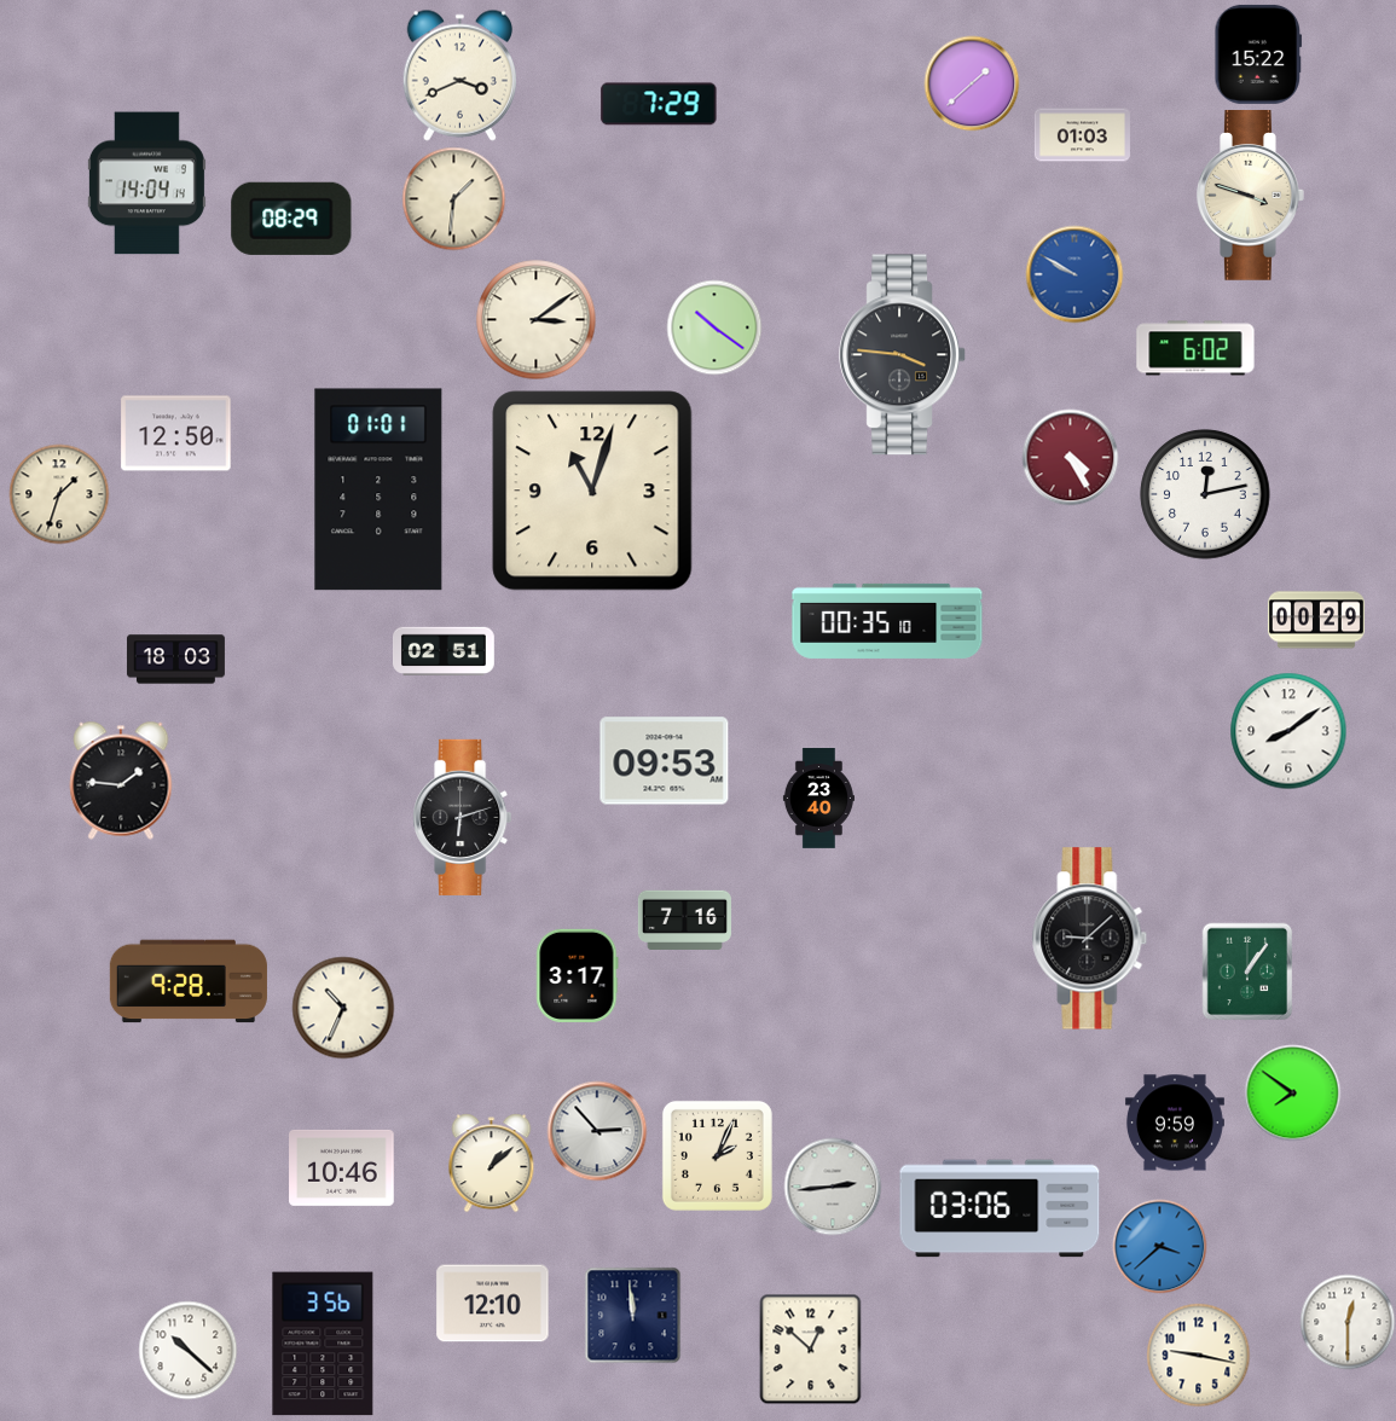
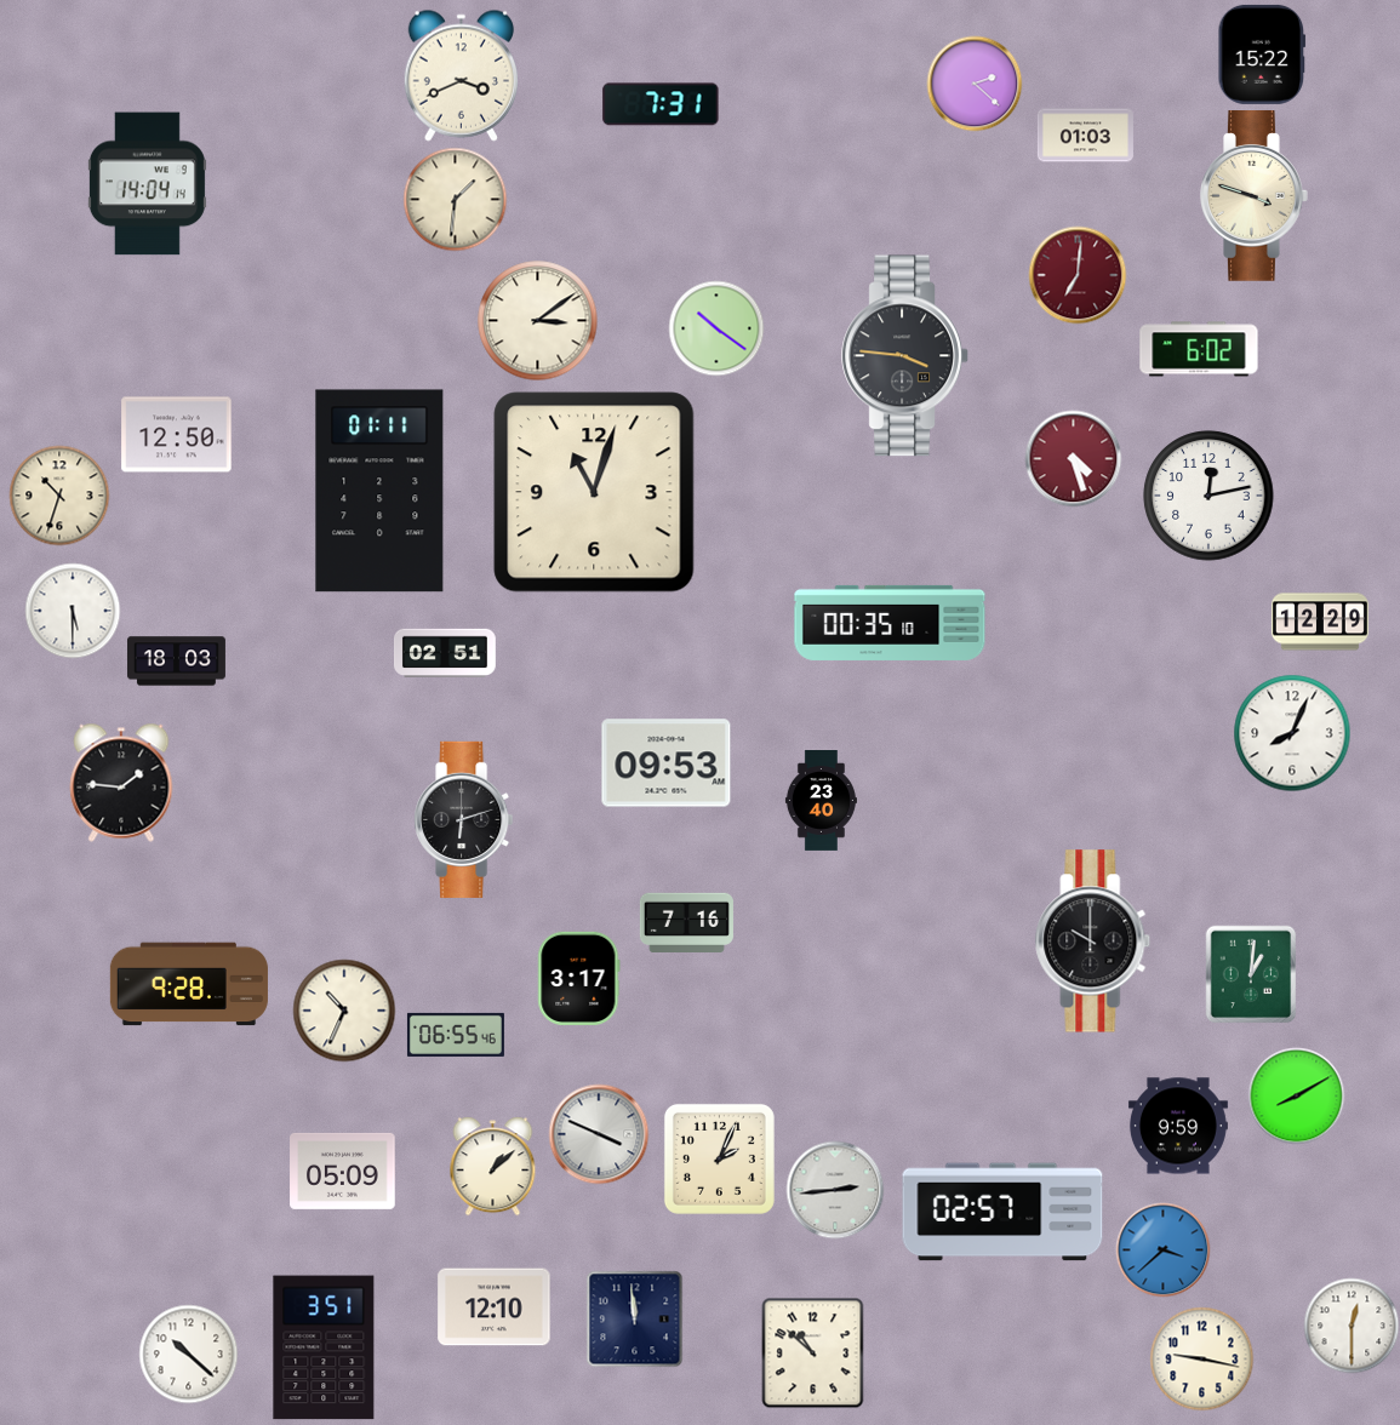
clock at (972, 83): 1:38 -> 2:22
clock at (659, 104): 7:29 -> 7:31
clock at (291, 219): 08:29 -> none
clock at (1074, 274): 9:50 -> 7:01
clock at (1074, 274) dial: blue -> burgundy
clock at (1070, 457): 4:25 -> 4:27
clock at (378, 489): 01:01 -> 01:11
clock at (59, 494): 1:33 -> 10:33
clock at (73, 611): none -> 5:30
clock at (1316, 620): 00:29 -> 12:29
clock at (1288, 731): 8:09 -> 8:04
clock at (1090, 939): 9:08 -> 10:00
clock at (1247, 971): 1:06 -> 1:01
clock at (456, 1035): none -> 06:55
clock at (1292, 1092): 7:51 -> 8:10
clock at (597, 1131): 2:53 -> 3:49
clock at (342, 1167): 10:46 -> 05:09
clock at (1000, 1208): 03:06 -> 02:57
clock at (323, 1344): 3:56 -> 3:51
clock at (811, 1348): 12:52 -> 10:52
